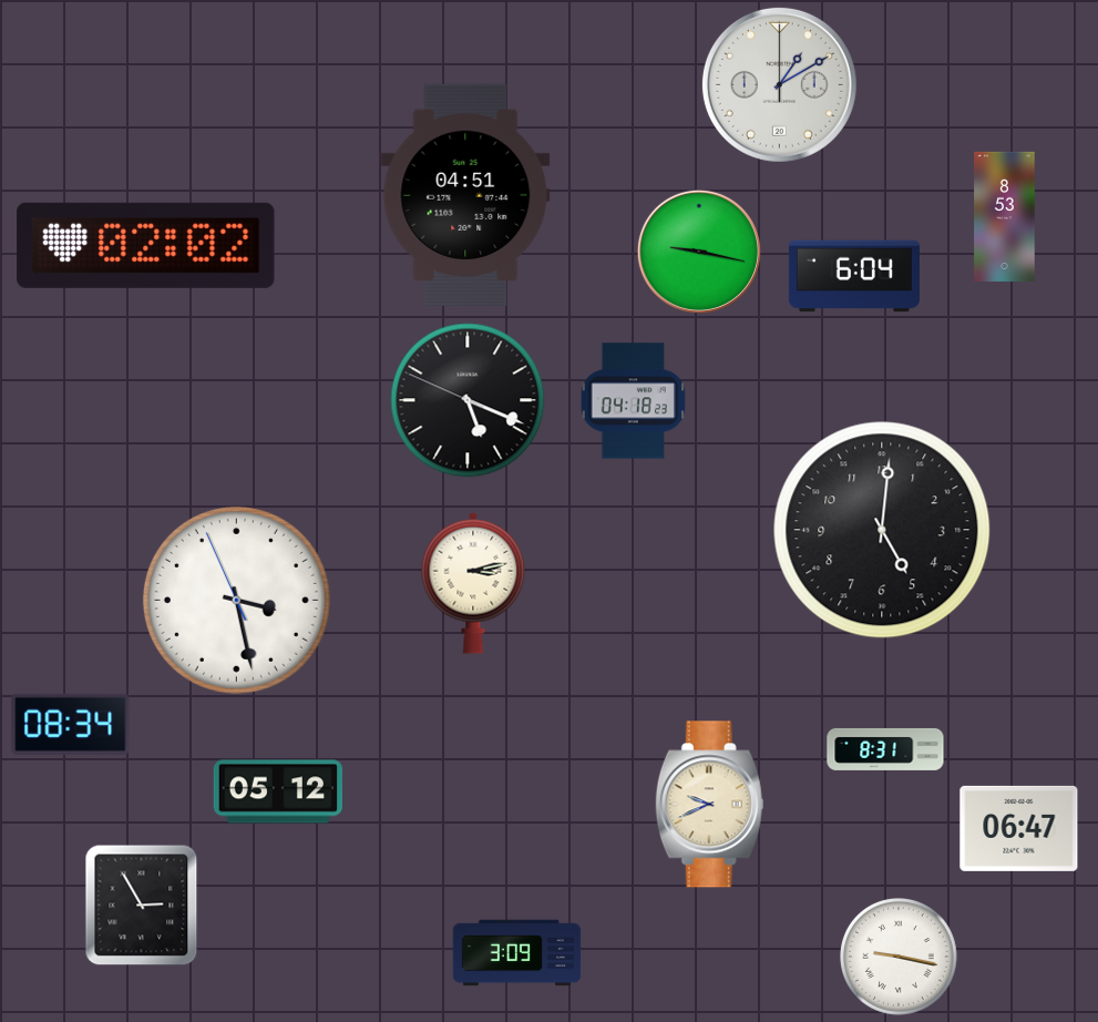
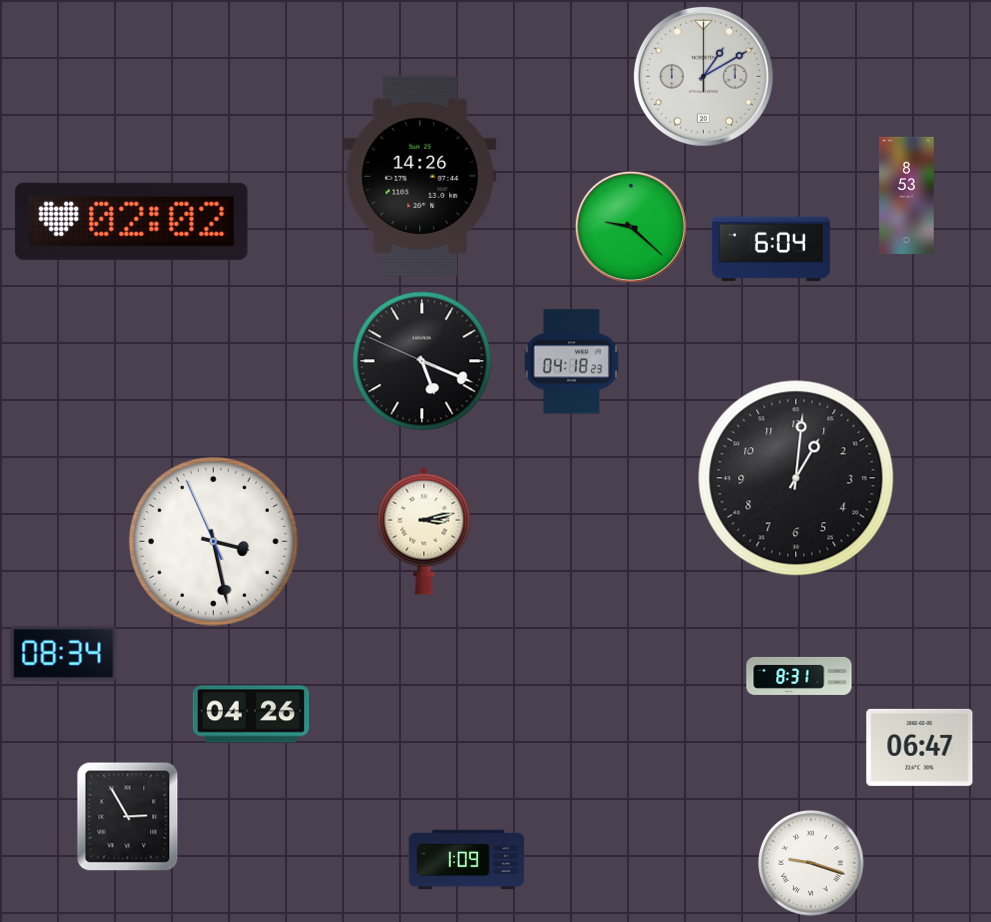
clock at (465, 195): 04:51 -> 14:26
clock at (699, 252): 9:17 -> 9:22
clock at (882, 530): 5:01 -> 1:01
clock at (473, 583) position: (473, 583) -> (424, 531)
clock at (277, 791): 05:12 -> 04:26
clock at (709, 805): 9:41 -> none
clock at (517, 953): 3:09 -> 1:09
clock at (900, 958): 9:17 -> 9:18
